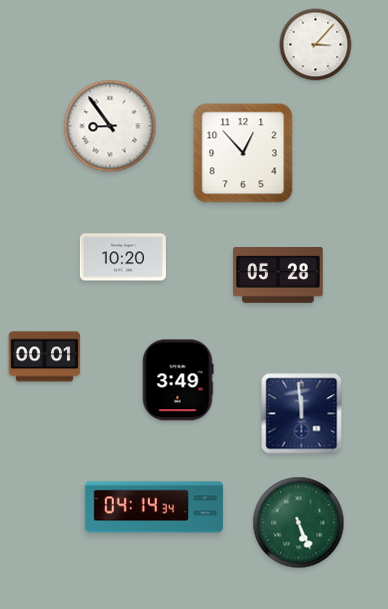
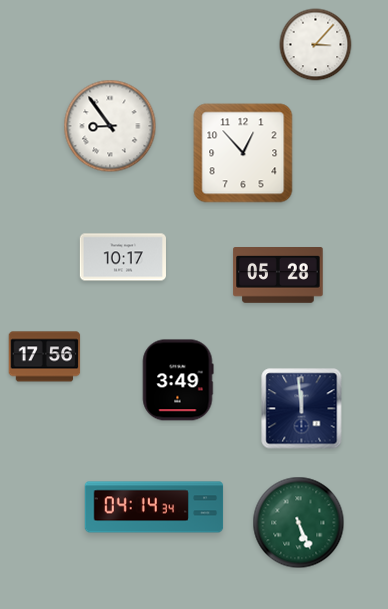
clock at (123, 257): 10:20 -> 10:17
clock at (45, 357): 00:01 -> 17:56
clock at (302, 414) position: (302, 414) -> (302, 409)
